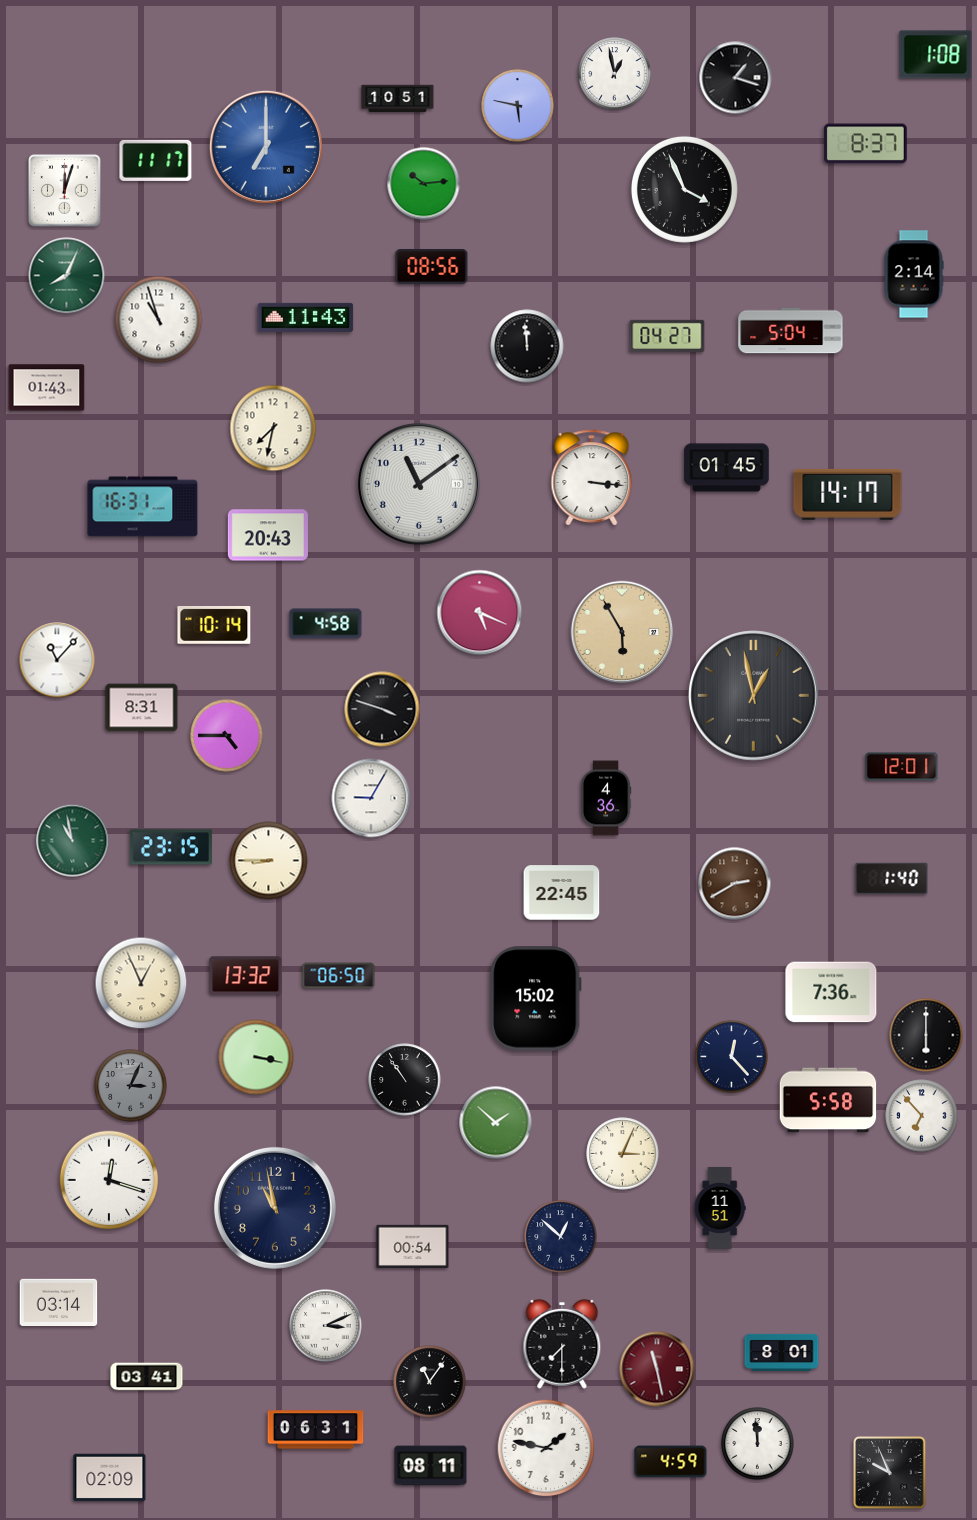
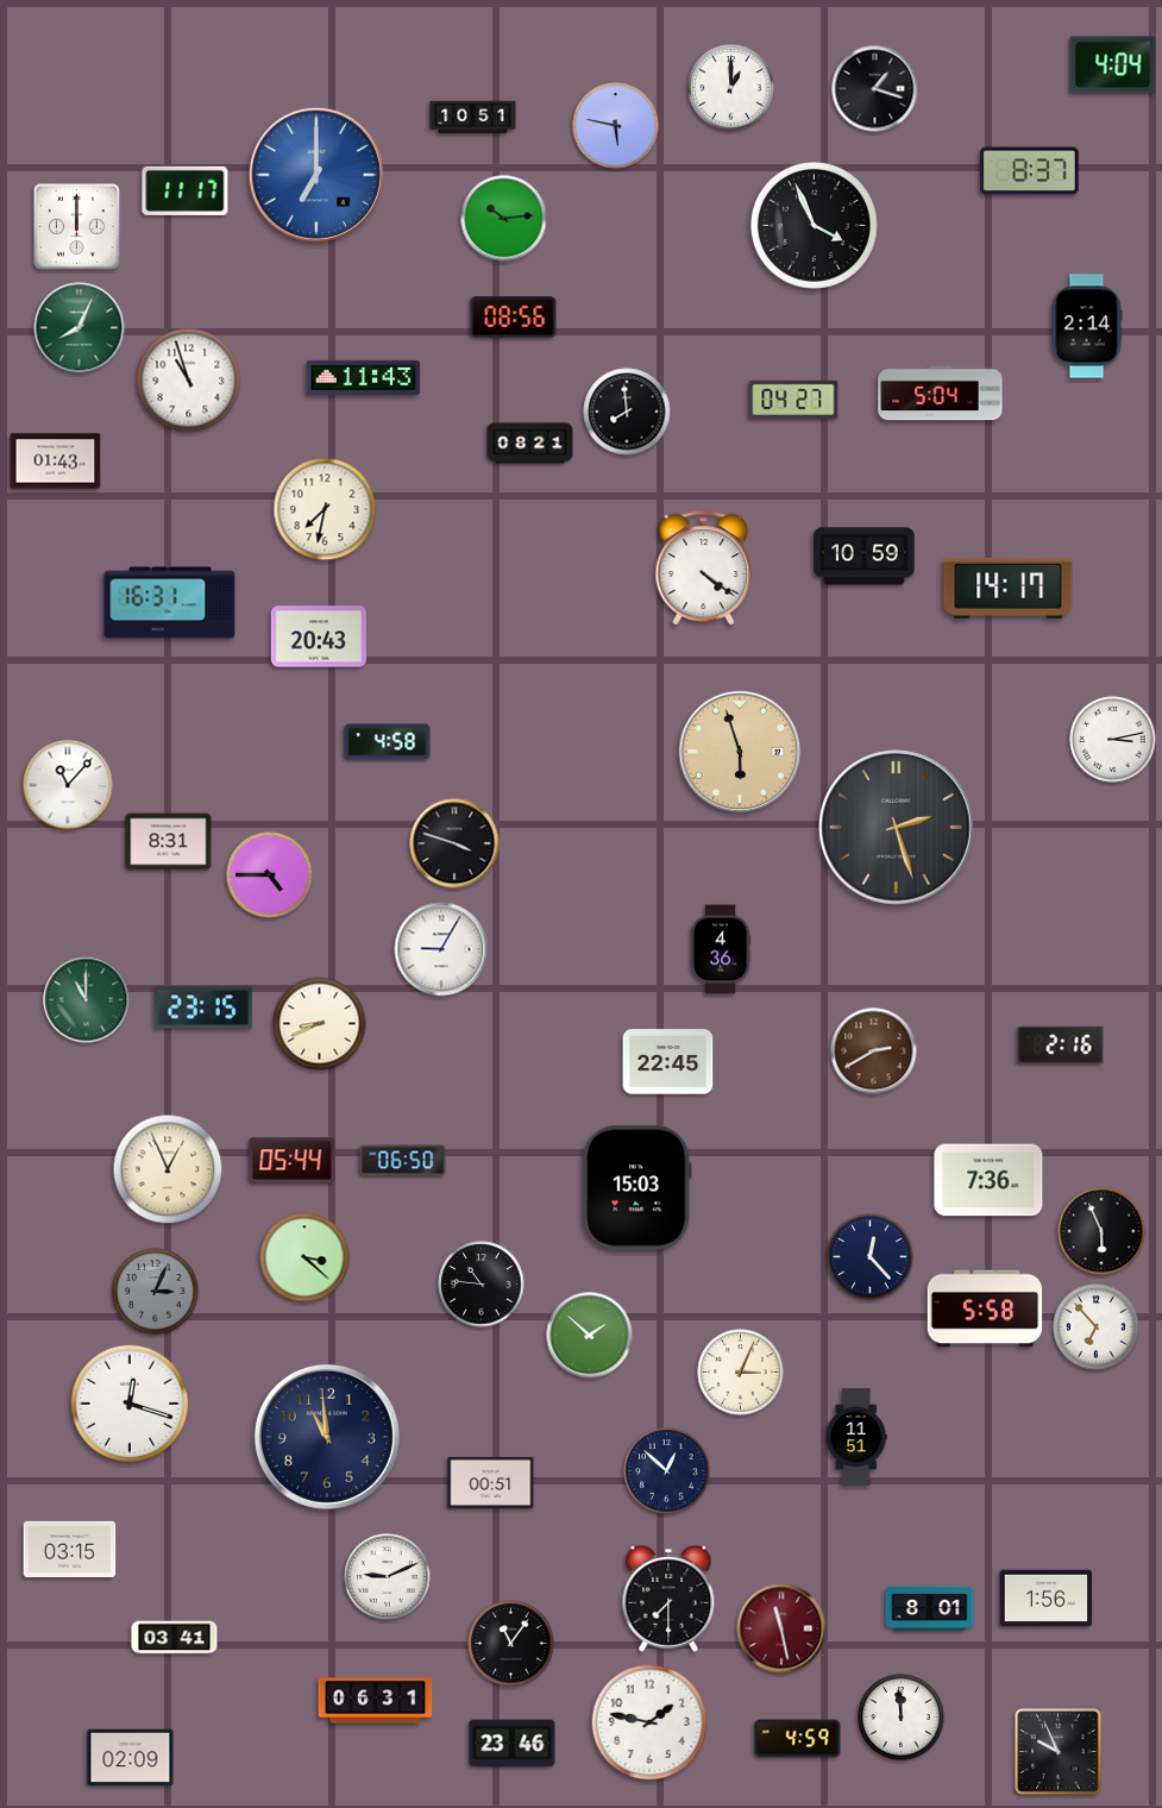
clock at (936, 55): 1:08 -> 4:04
clock at (615, 74): 12:58 -> 1:00
clock at (736, 78) position: (736, 78) -> (875, 89)
clock at (65, 191): 12:03 -> 12:00
clock at (527, 346): 11:59 -> 7:59
clock at (530, 444): none -> 08:21
clock at (727, 468): 01:45 -> 10:59
clock at (592, 478): 3:16 -> 4:21
clock at (419, 484): 11:09 -> none
clock at (480, 613): 5:19 -> none
clock at (1113, 740): none -> 3:13
clock at (214, 626): 10:14 -> none
clock at (622, 632): 5:55 -> 5:57
clock at (754, 696): 12:58 -> 2:27
clock at (902, 767): 12:01 -> none
clock at (73, 841): 10:58 -> 11:00
clock at (269, 861): 8:45 -> 8:41
clock at (892, 878): 1:40 -> 2:16
clock at (246, 976): 13:32 -> 05:44
clock at (536, 999): 15:02 -> 15:03
clock at (926, 1035): 6:00 -> 5:56
clock at (256, 1057): 3:17 -> 3:22
clock at (405, 1080): 10:54 -> 10:46
clock at (275, 1208): 10:58 -> 10:59
clock at (413, 1246): 00:54 -> 00:51
clock at (59, 1302): 03:14 -> 03:15
clock at (326, 1326): 3:11 -> 9:11
clock at (1047, 1599): none -> 1:56
clock at (431, 1466): 08:11 -> 23:46
